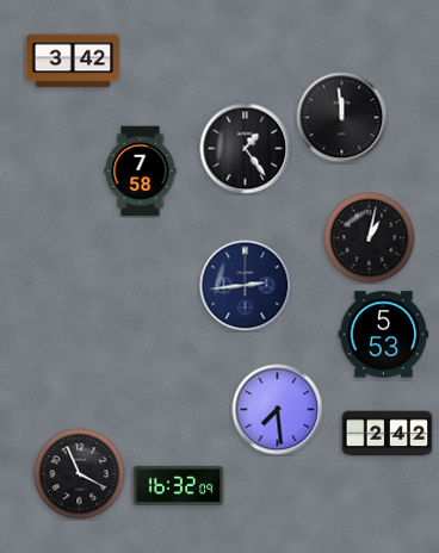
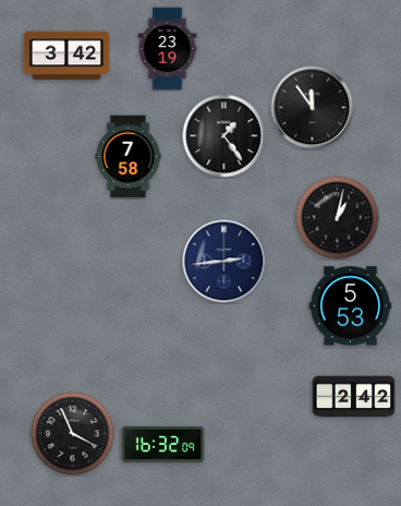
clock at (168, 49): none -> 23:19
clock at (342, 118): 11:59 -> 11:54
clock at (278, 410): 7:29 -> none
